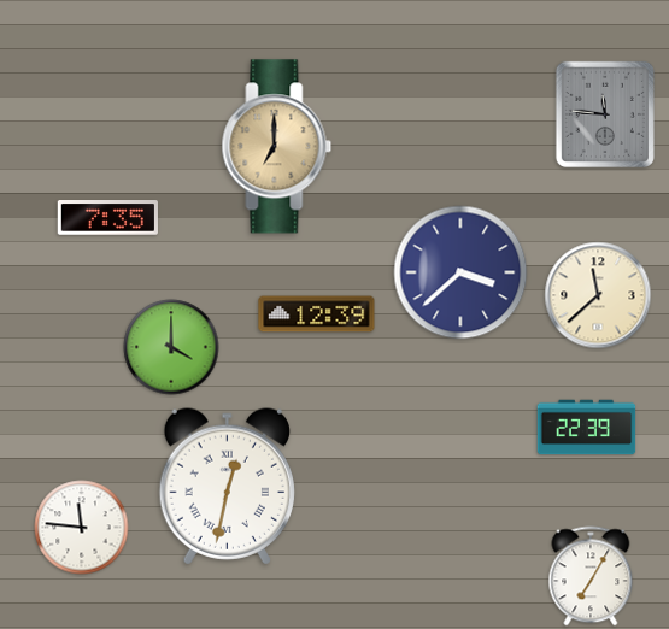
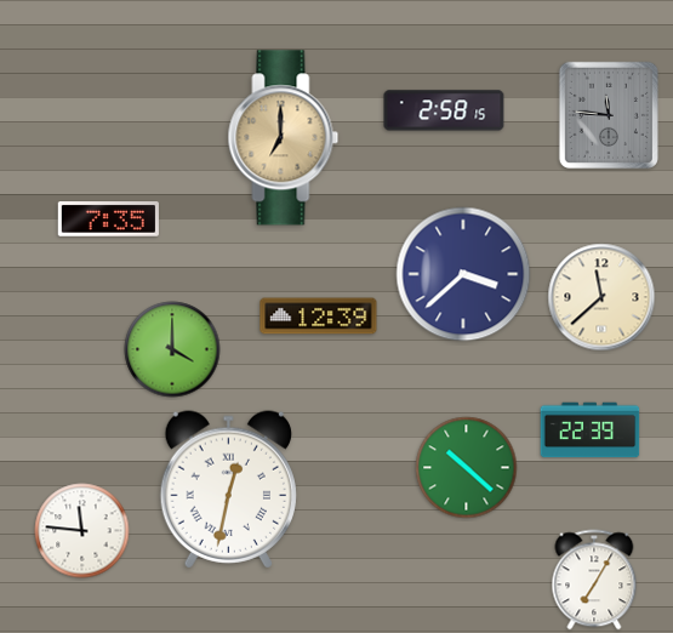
clock at (444, 110): none -> 2:58
clock at (277, 147) position: (277, 147) -> (284, 138)
clock at (467, 468): none -> 10:22
